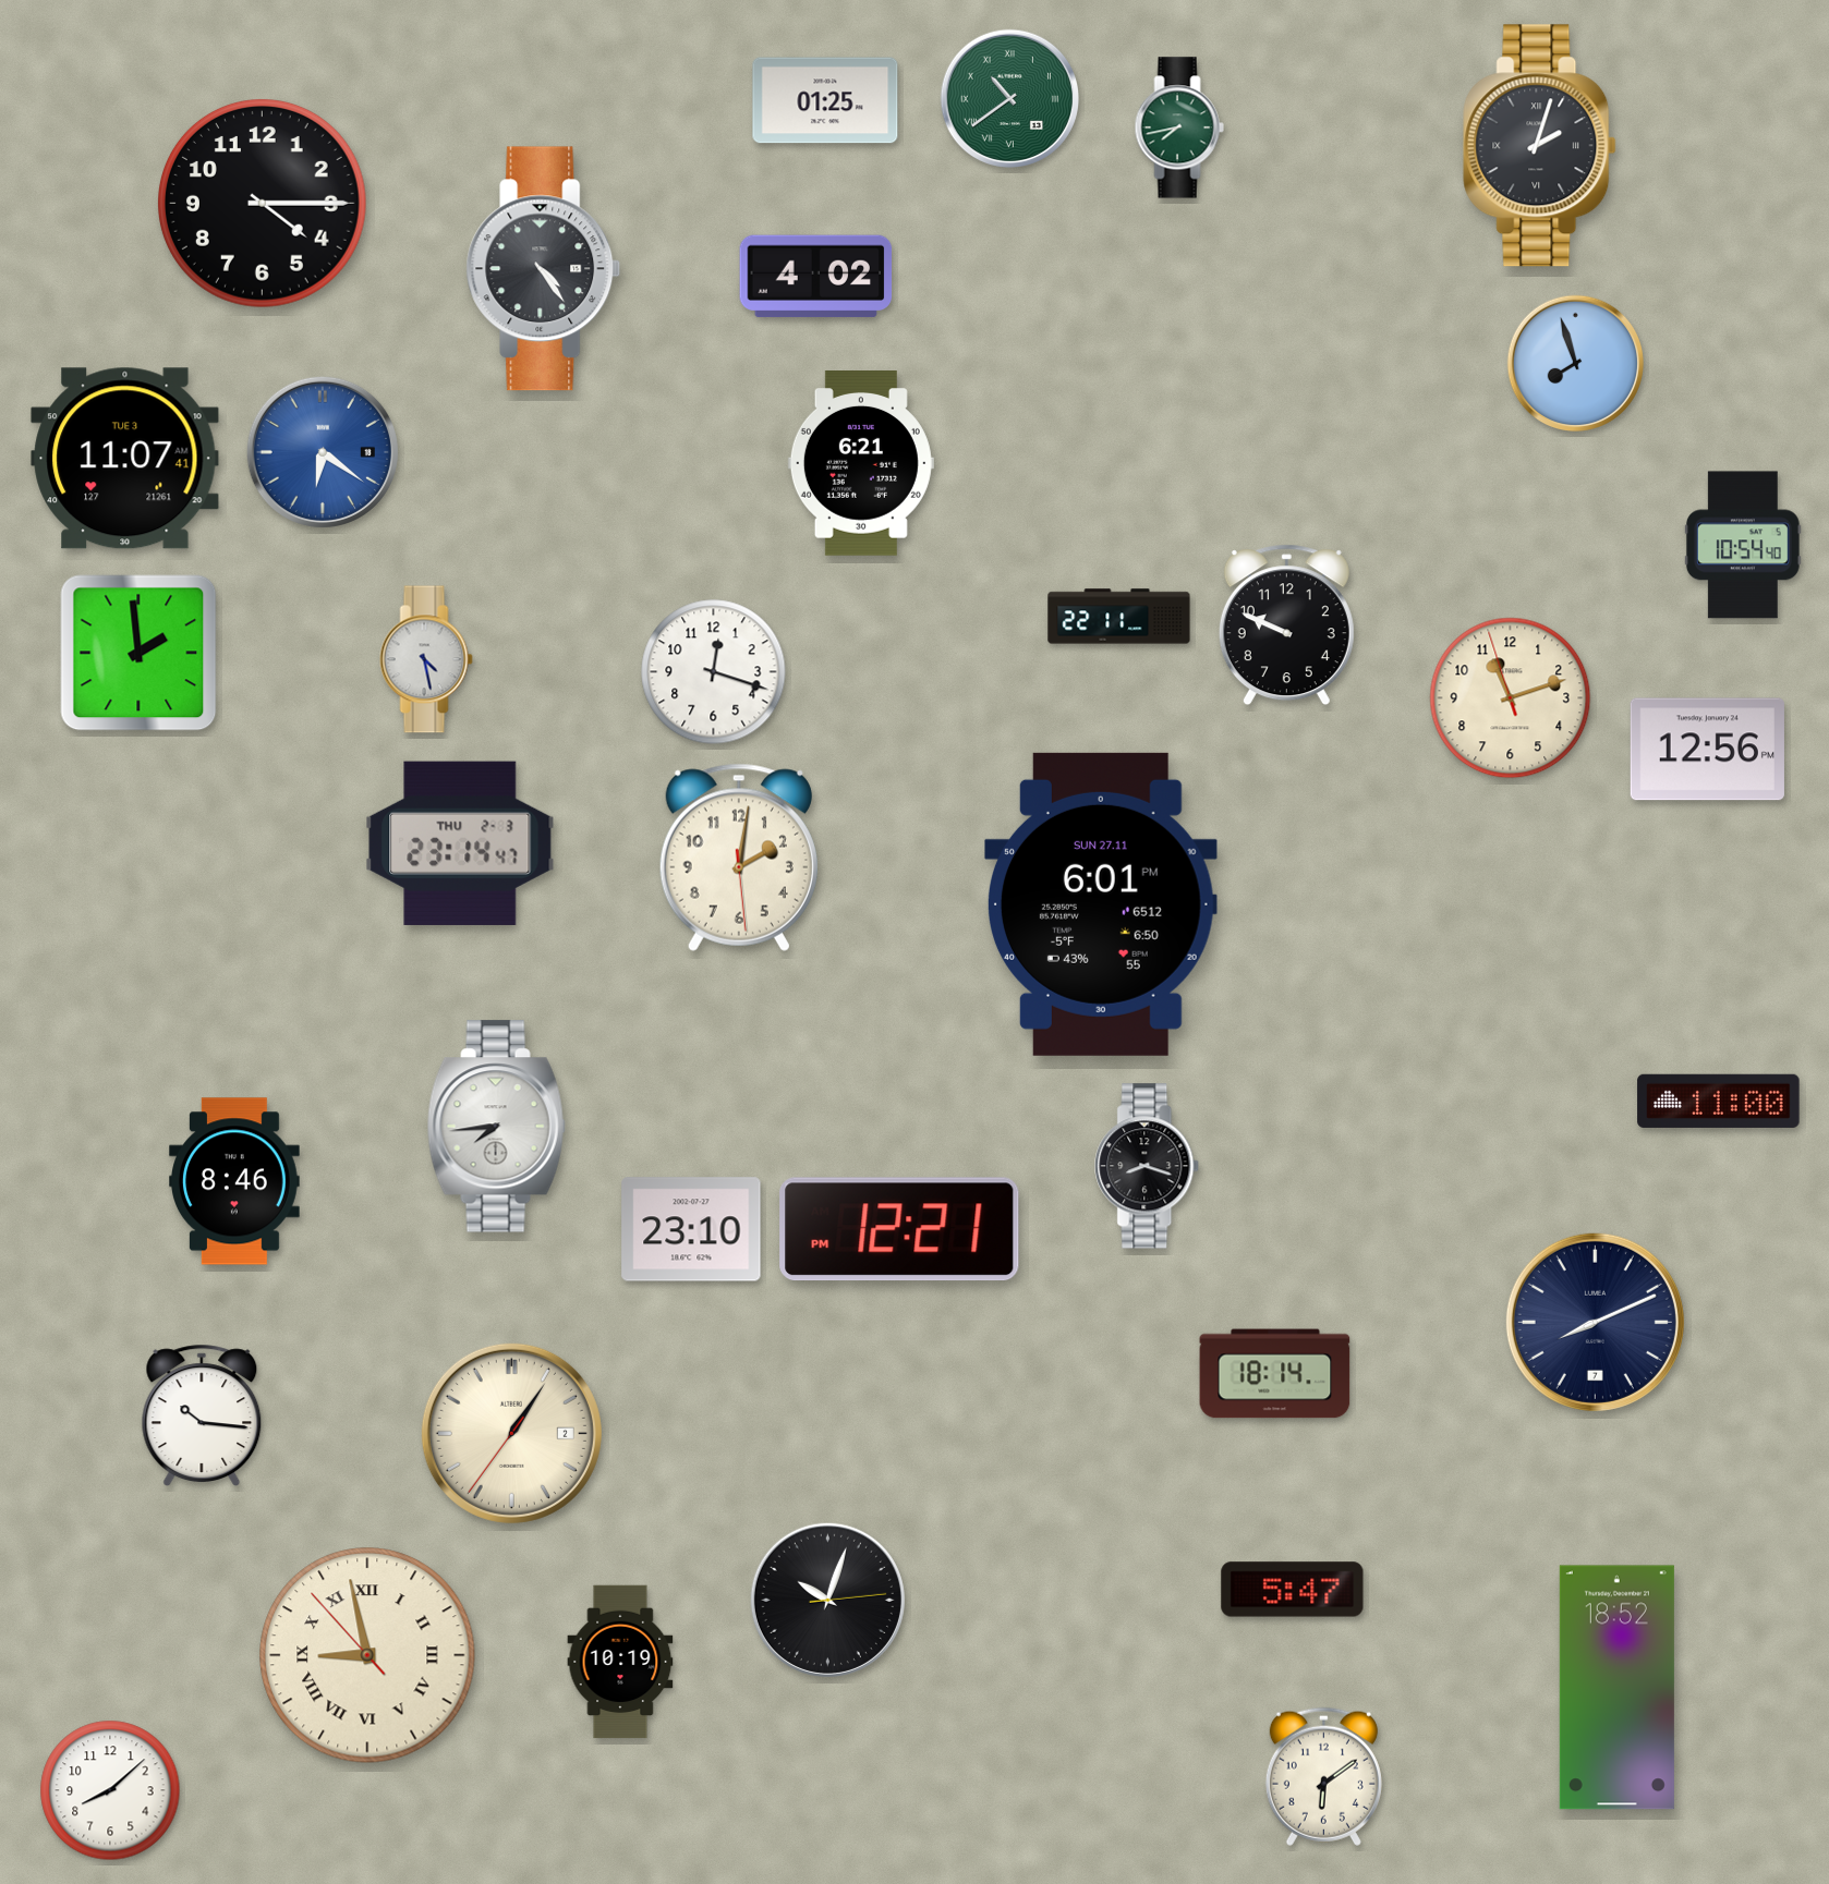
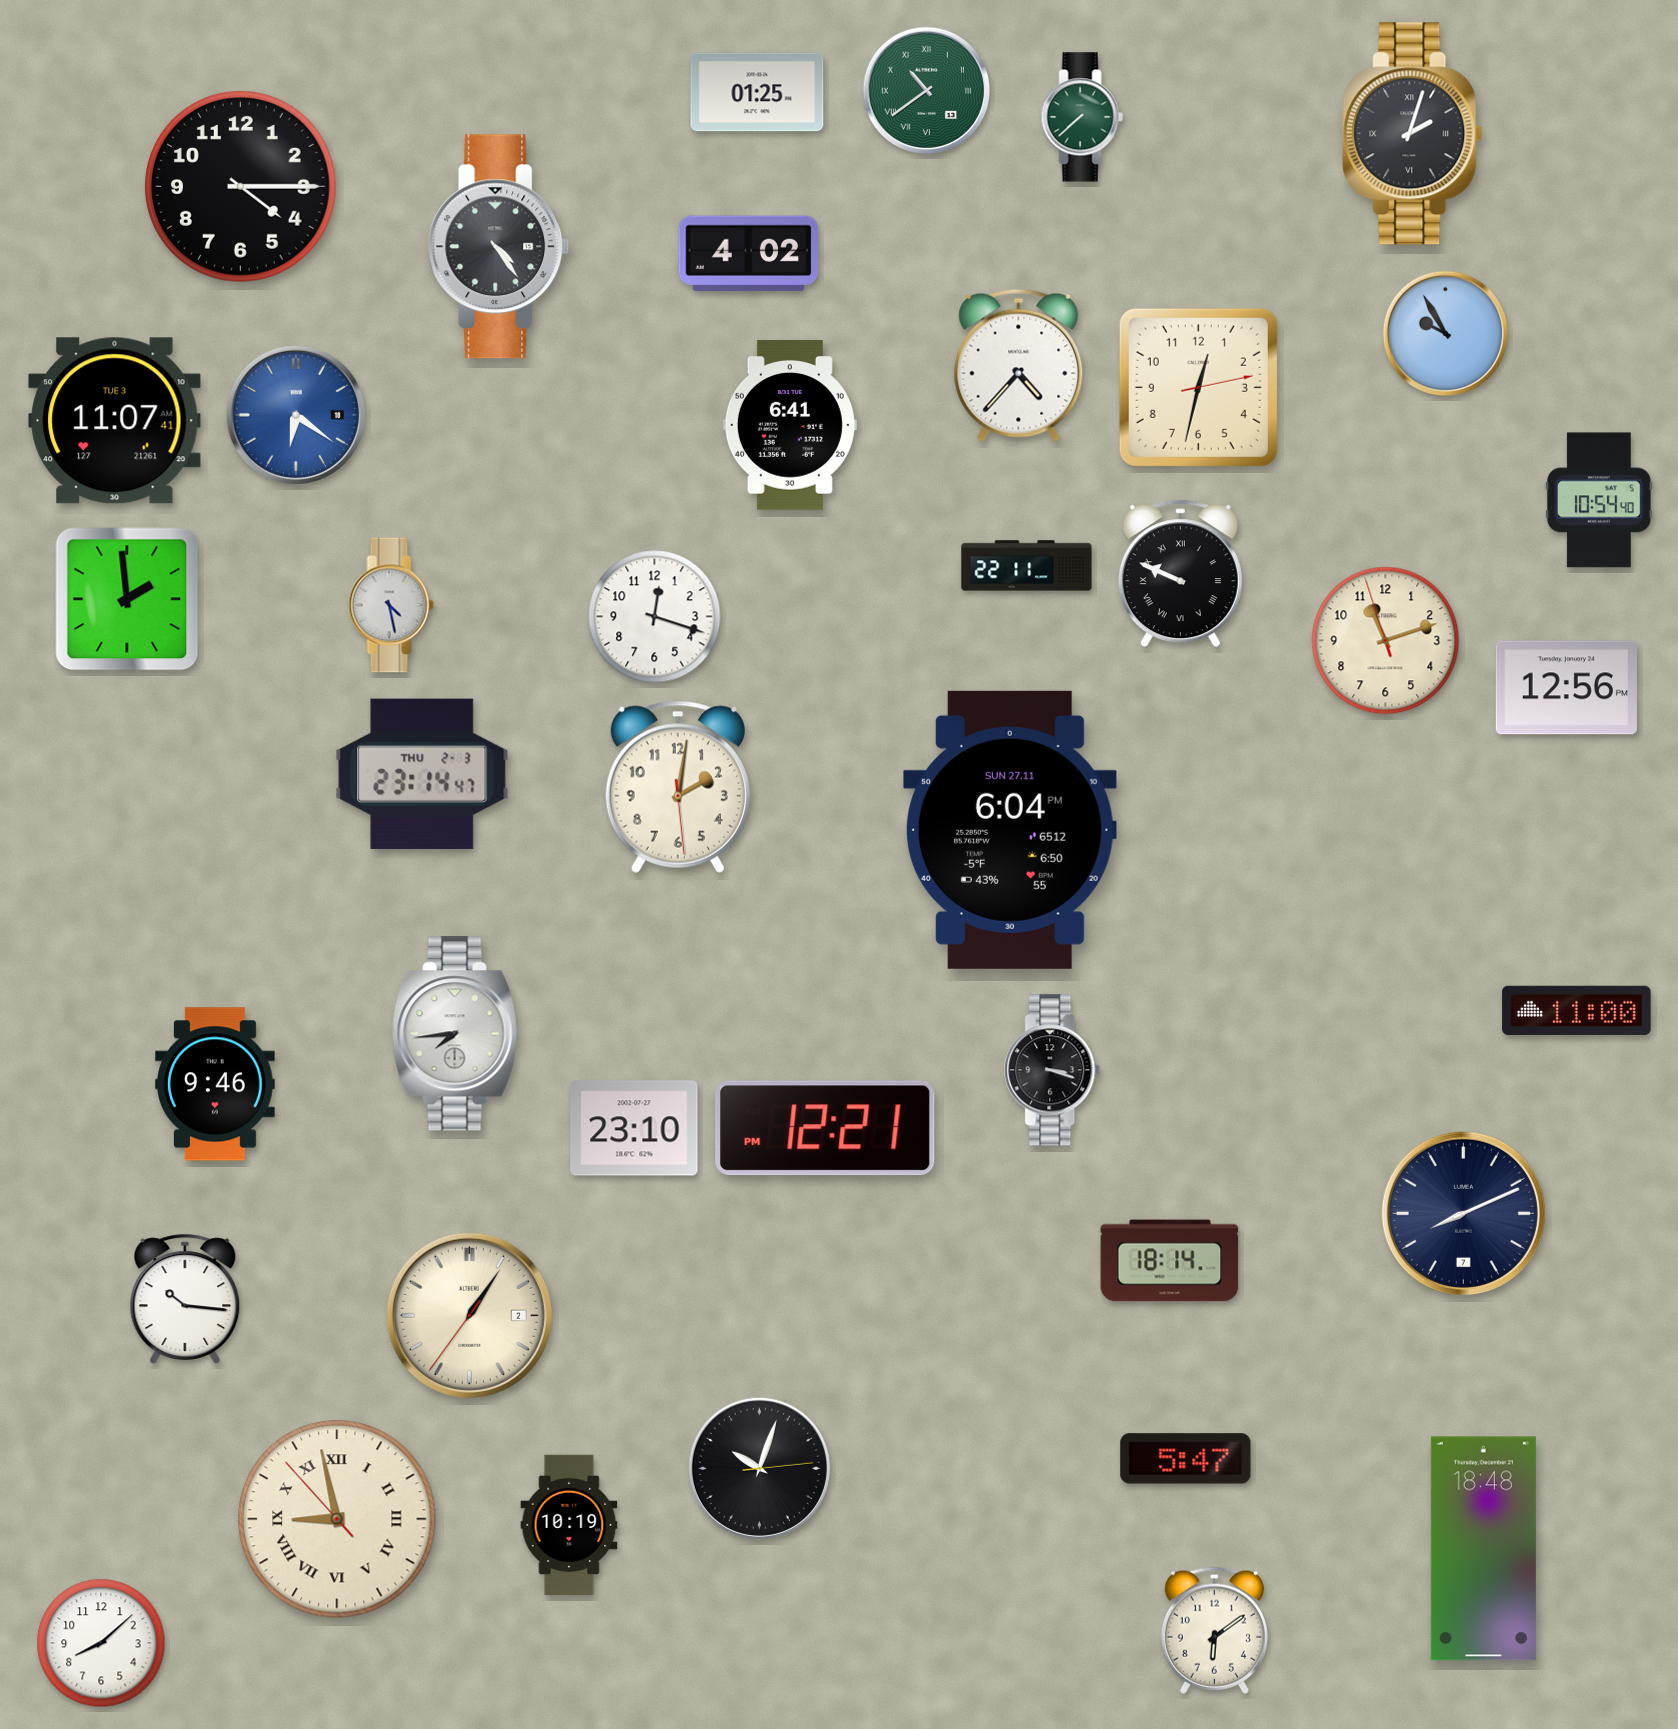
clock at (1179, 127): 7:43 -> 7:38
clock at (1575, 363): 7:57 -> 9:55
clock at (1019, 365): none -> 4:37
clock at (1198, 387): none -> 12:32
clock at (861, 464): 6:21 -> 6:41
clock at (1286, 625) numerals: Arabic -> Roman
clock at (1101, 904): 6:01 -> 6:04
clock at (1148, 1166): 8:18 -> 3:18
clock at (235, 1181): 8:46 -> 9:46
clock at (1616, 1688): 18:52 -> 18:48
